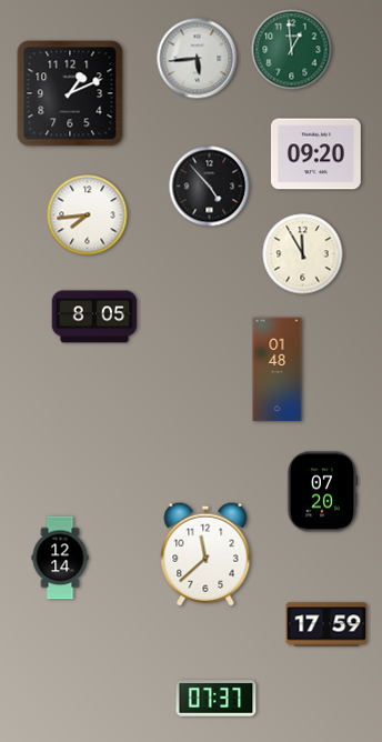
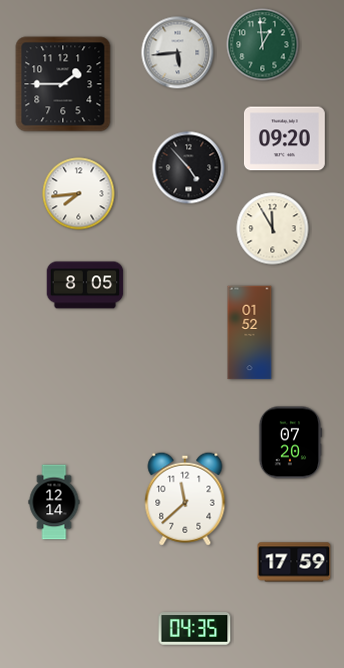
clock at (70, 93): 1:11 -> 1:45
clock at (278, 370): 01:48 -> 01:52
clock at (217, 699): 07:37 -> 04:35
